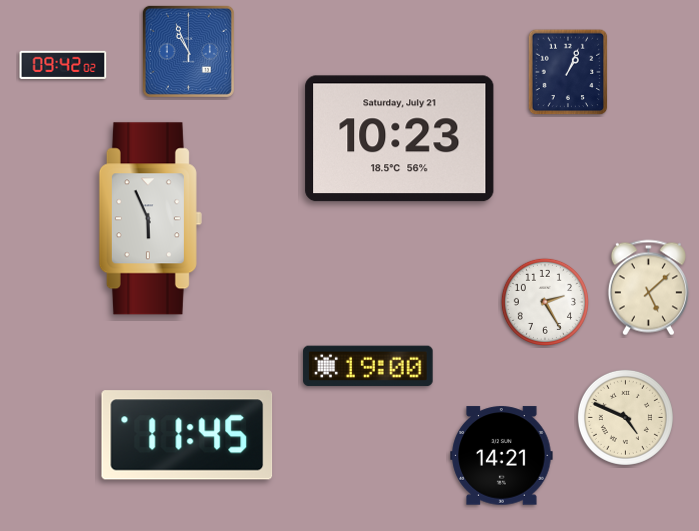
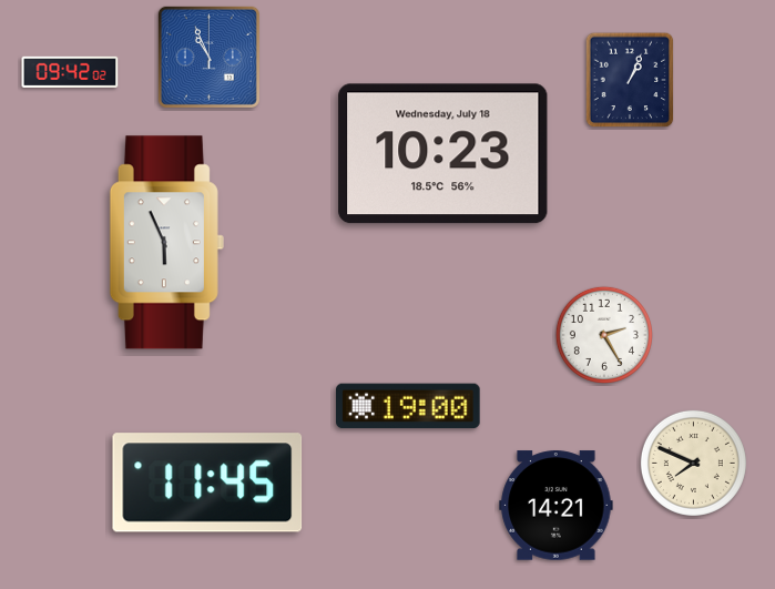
clock at (400, 139) date: Saturday, July 21 -> Wednesday, July 18
clock at (648, 288): 5:08 -> none
clock at (625, 417): 4:49 -> 7:49
